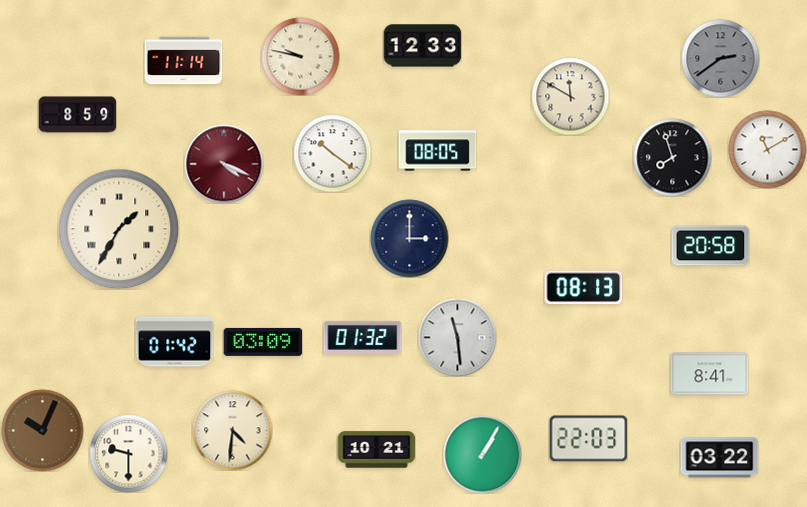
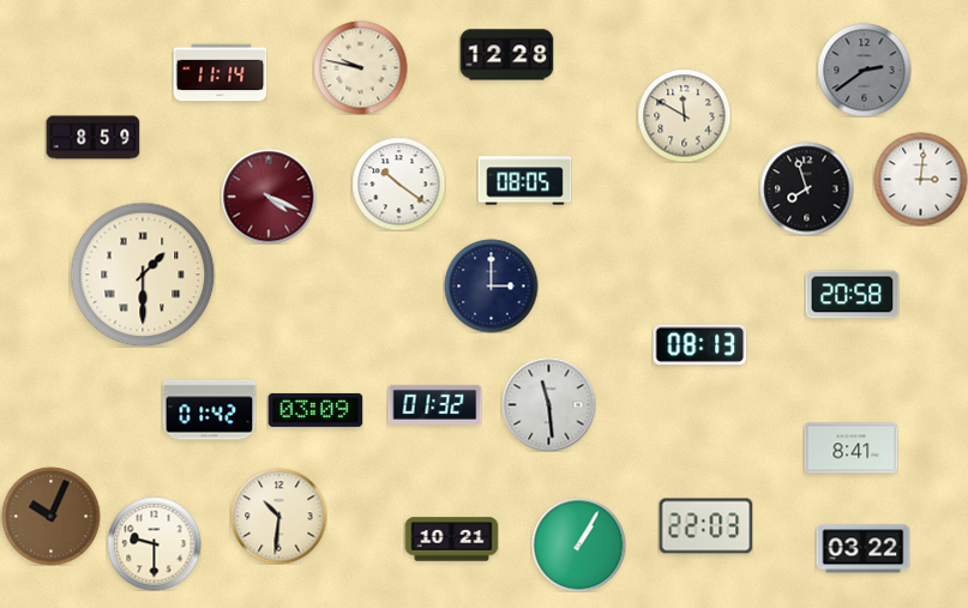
clock at (422, 46): 12:33 -> 12:28
clock at (767, 149): 11:10 -> 3:01
clock at (119, 229): 1:35 -> 1:30
clock at (232, 430): 4:31 -> 10:31
